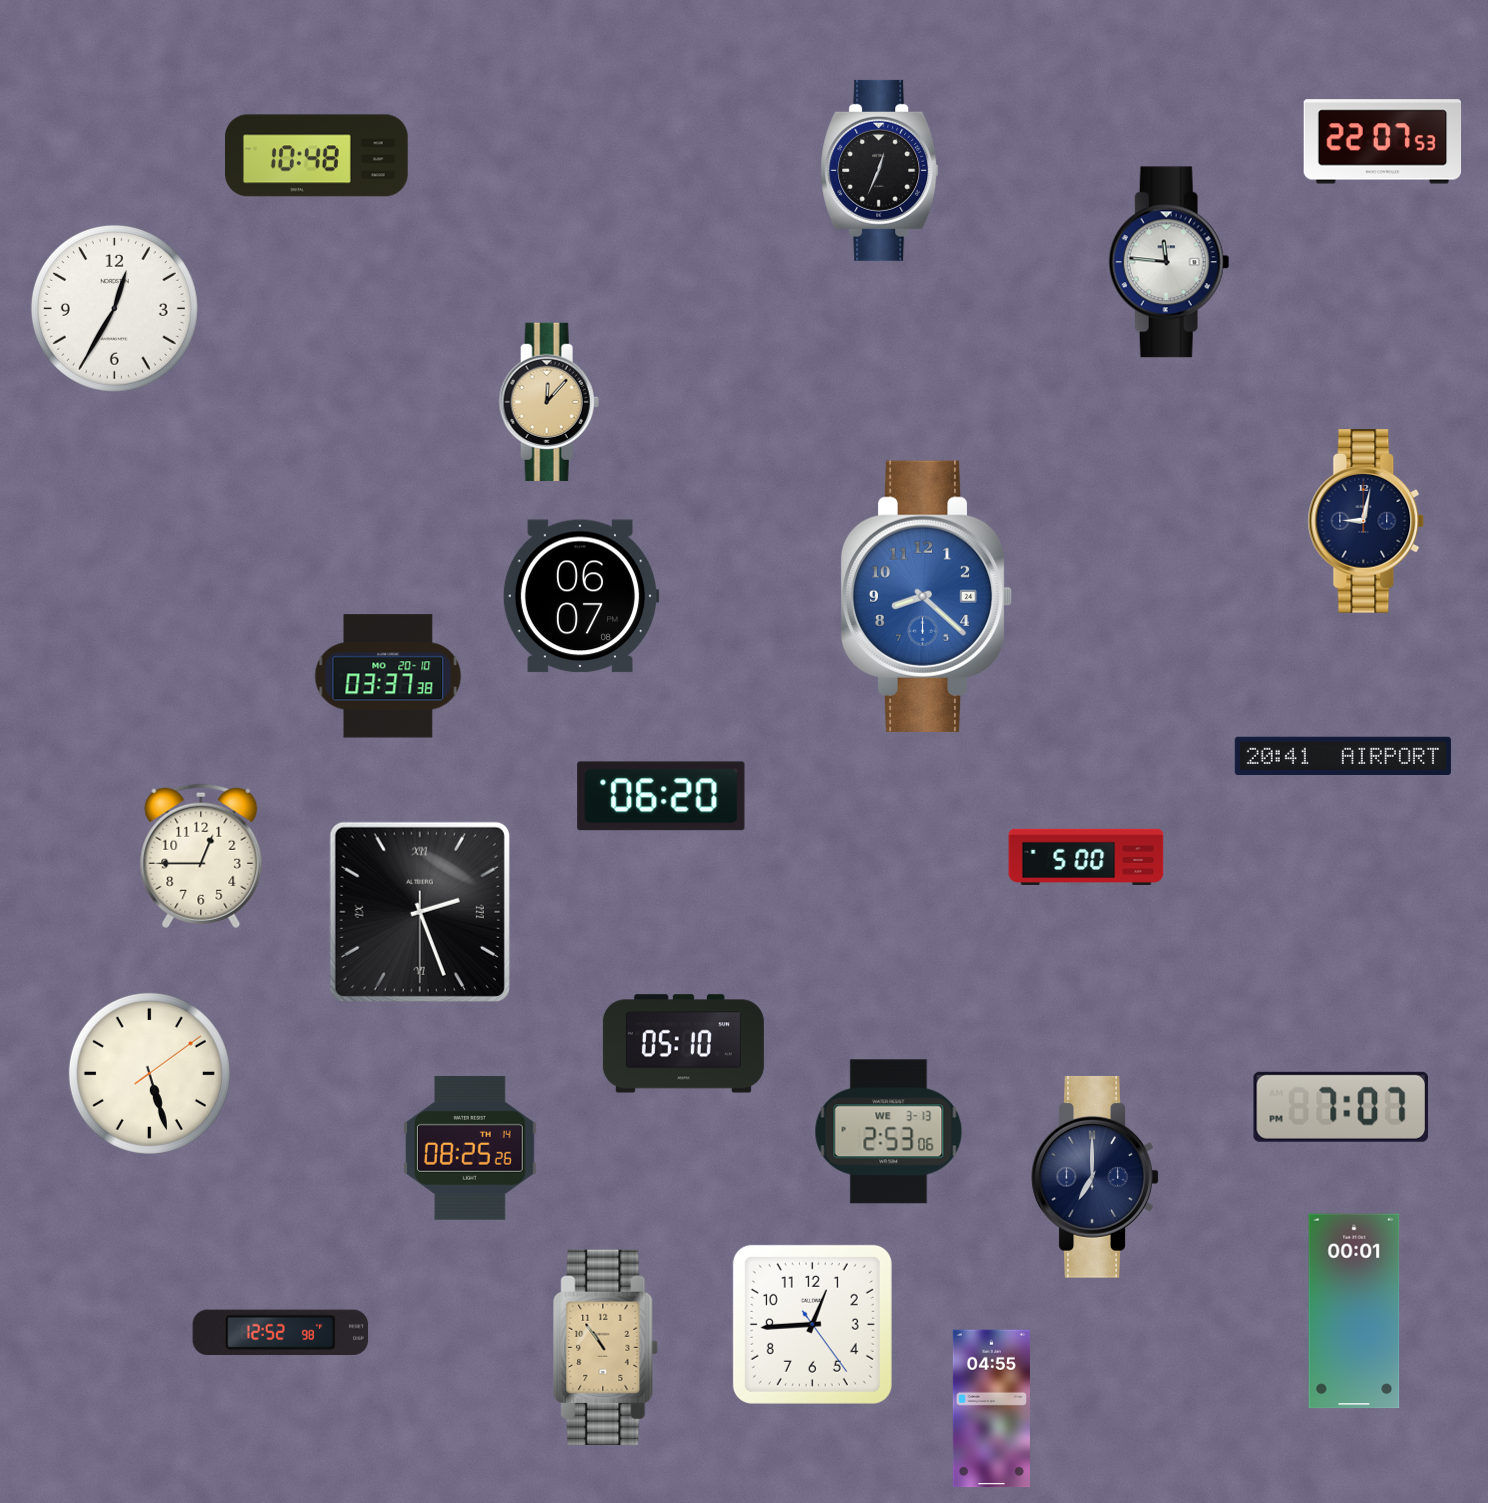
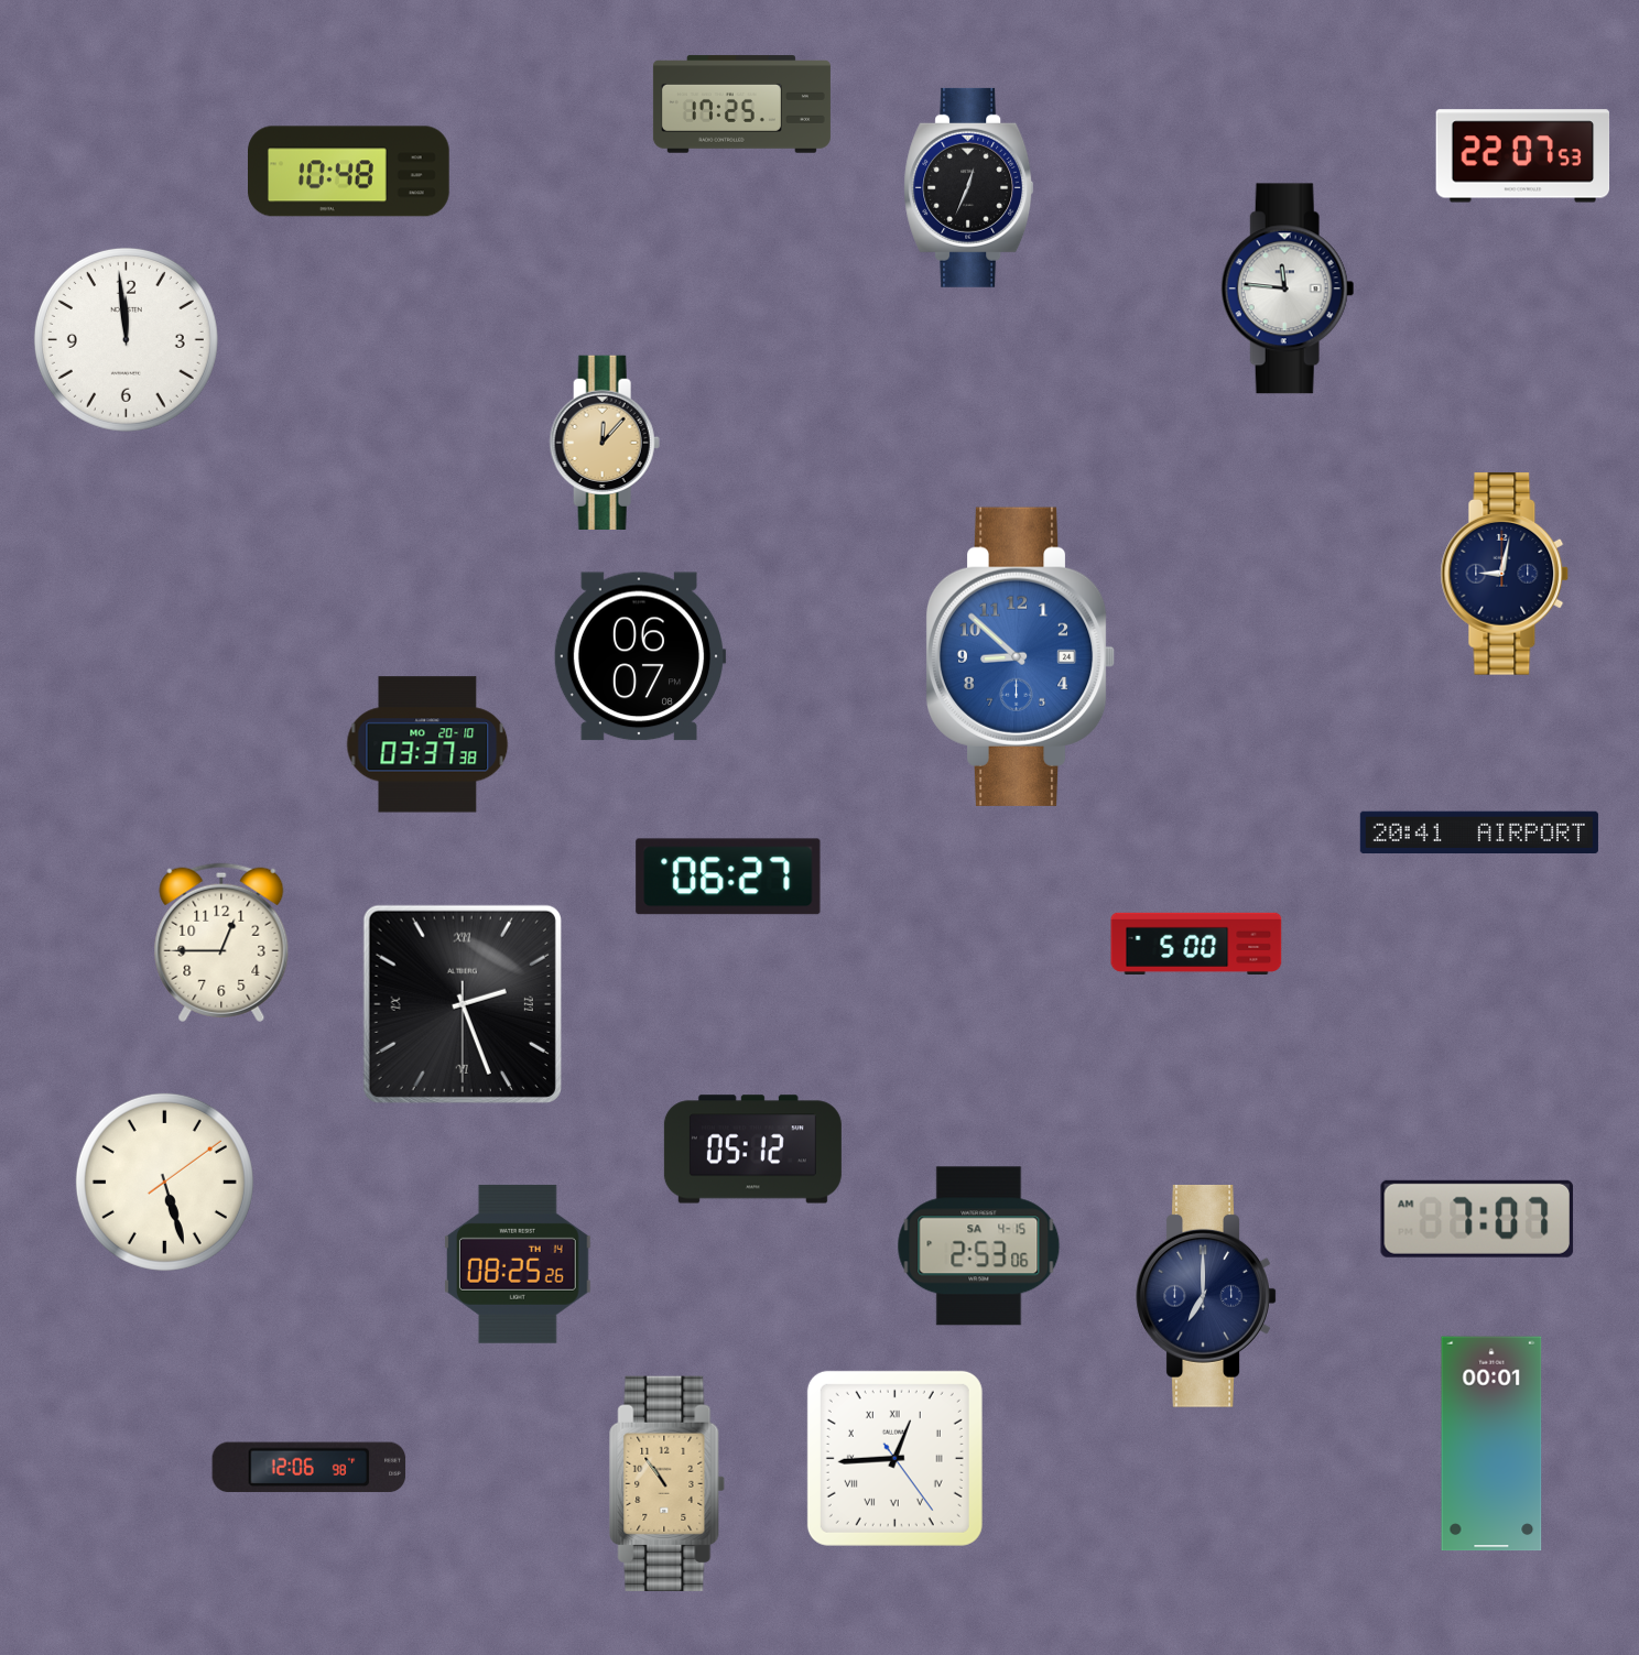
clock at (741, 105): none -> 17:25
clock at (114, 308): 12:35 -> 11:59
clock at (926, 596): 8:22 -> 8:52
clock at (661, 796): 06:20 -> 06:27
clock at (683, 1044): 05:10 -> 05:12
clock at (1341, 1107): 7:07 PM -> 7:07 AM
clock at (889, 1132) date: WE 3-13 -> SA 4-15
clock at (812, 1324) numerals: Arabic -> Roman
clock at (281, 1333): 12:52 -> 12:06
clock at (991, 1409): 04:55 -> none
